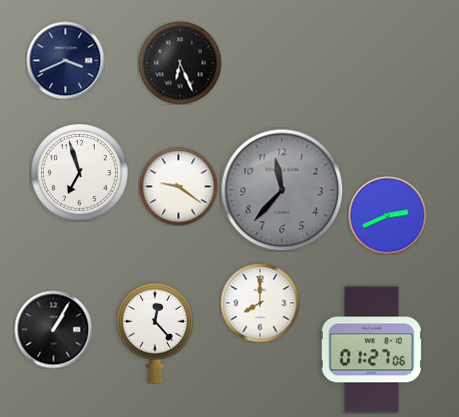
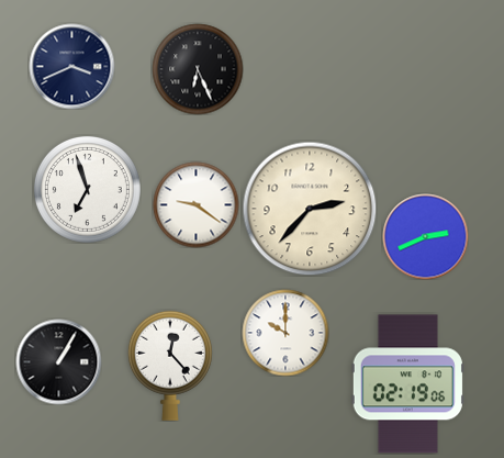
clock at (282, 190): 11:37 -> 2:37
clock at (282, 190) dial: grey -> cream
clock at (260, 303): 8:00 -> 10:00
clock at (371, 350): 01:27 -> 02:19
